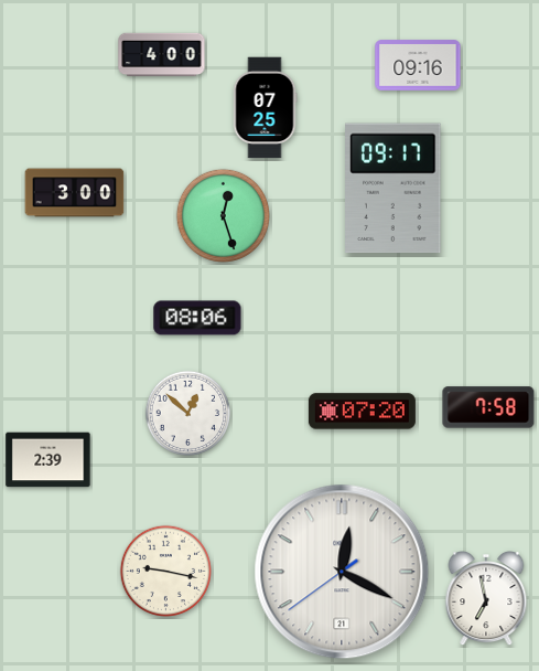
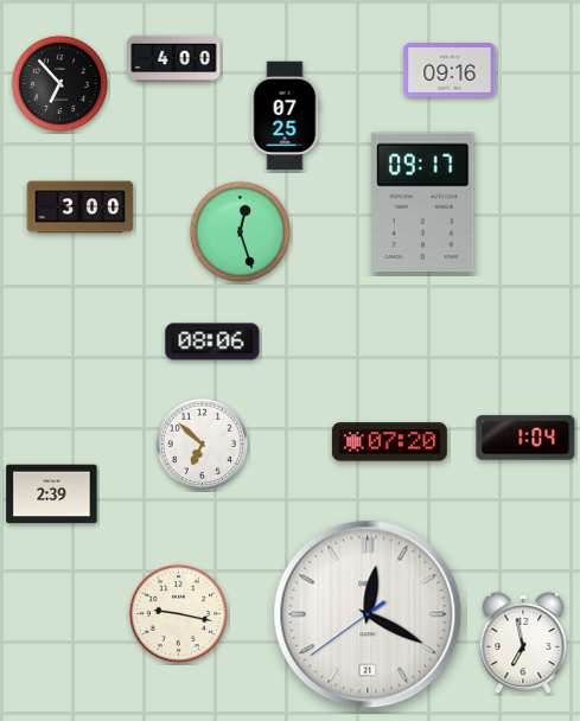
clock at (59, 83): none -> 6:53
clock at (488, 407): 7:58 -> 1:04
clock at (188, 414): 12:52 -> 6:52
